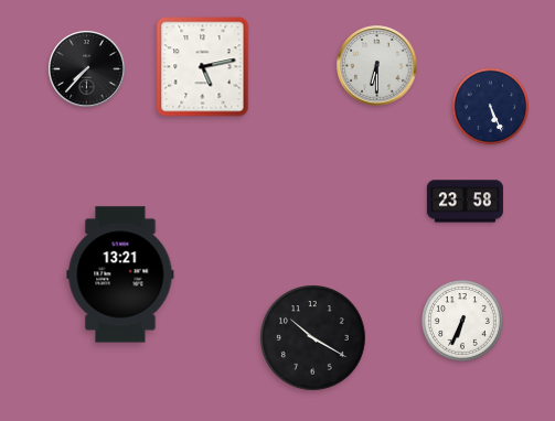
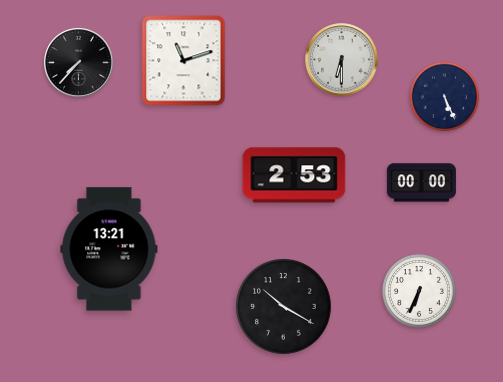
clock at (203, 67): 5:13 -> 11:12
clock at (294, 175): none -> 2:53
clock at (465, 202): 23:58 -> 00:00
